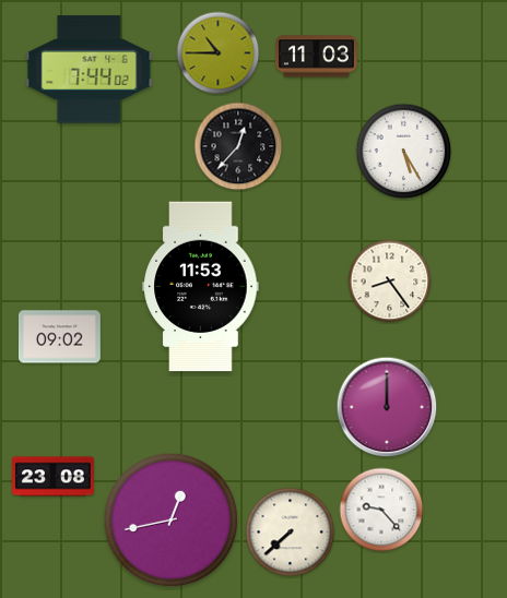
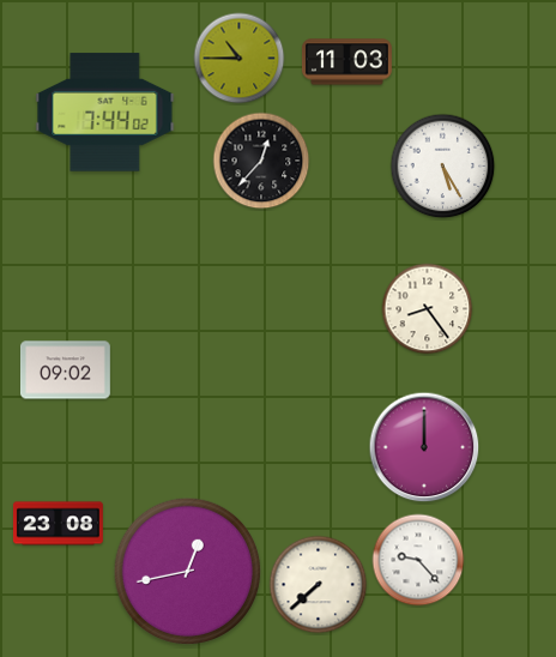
clock at (90, 70) position: (90, 70) -> (105, 113)
clock at (201, 287): 11:53 -> none
